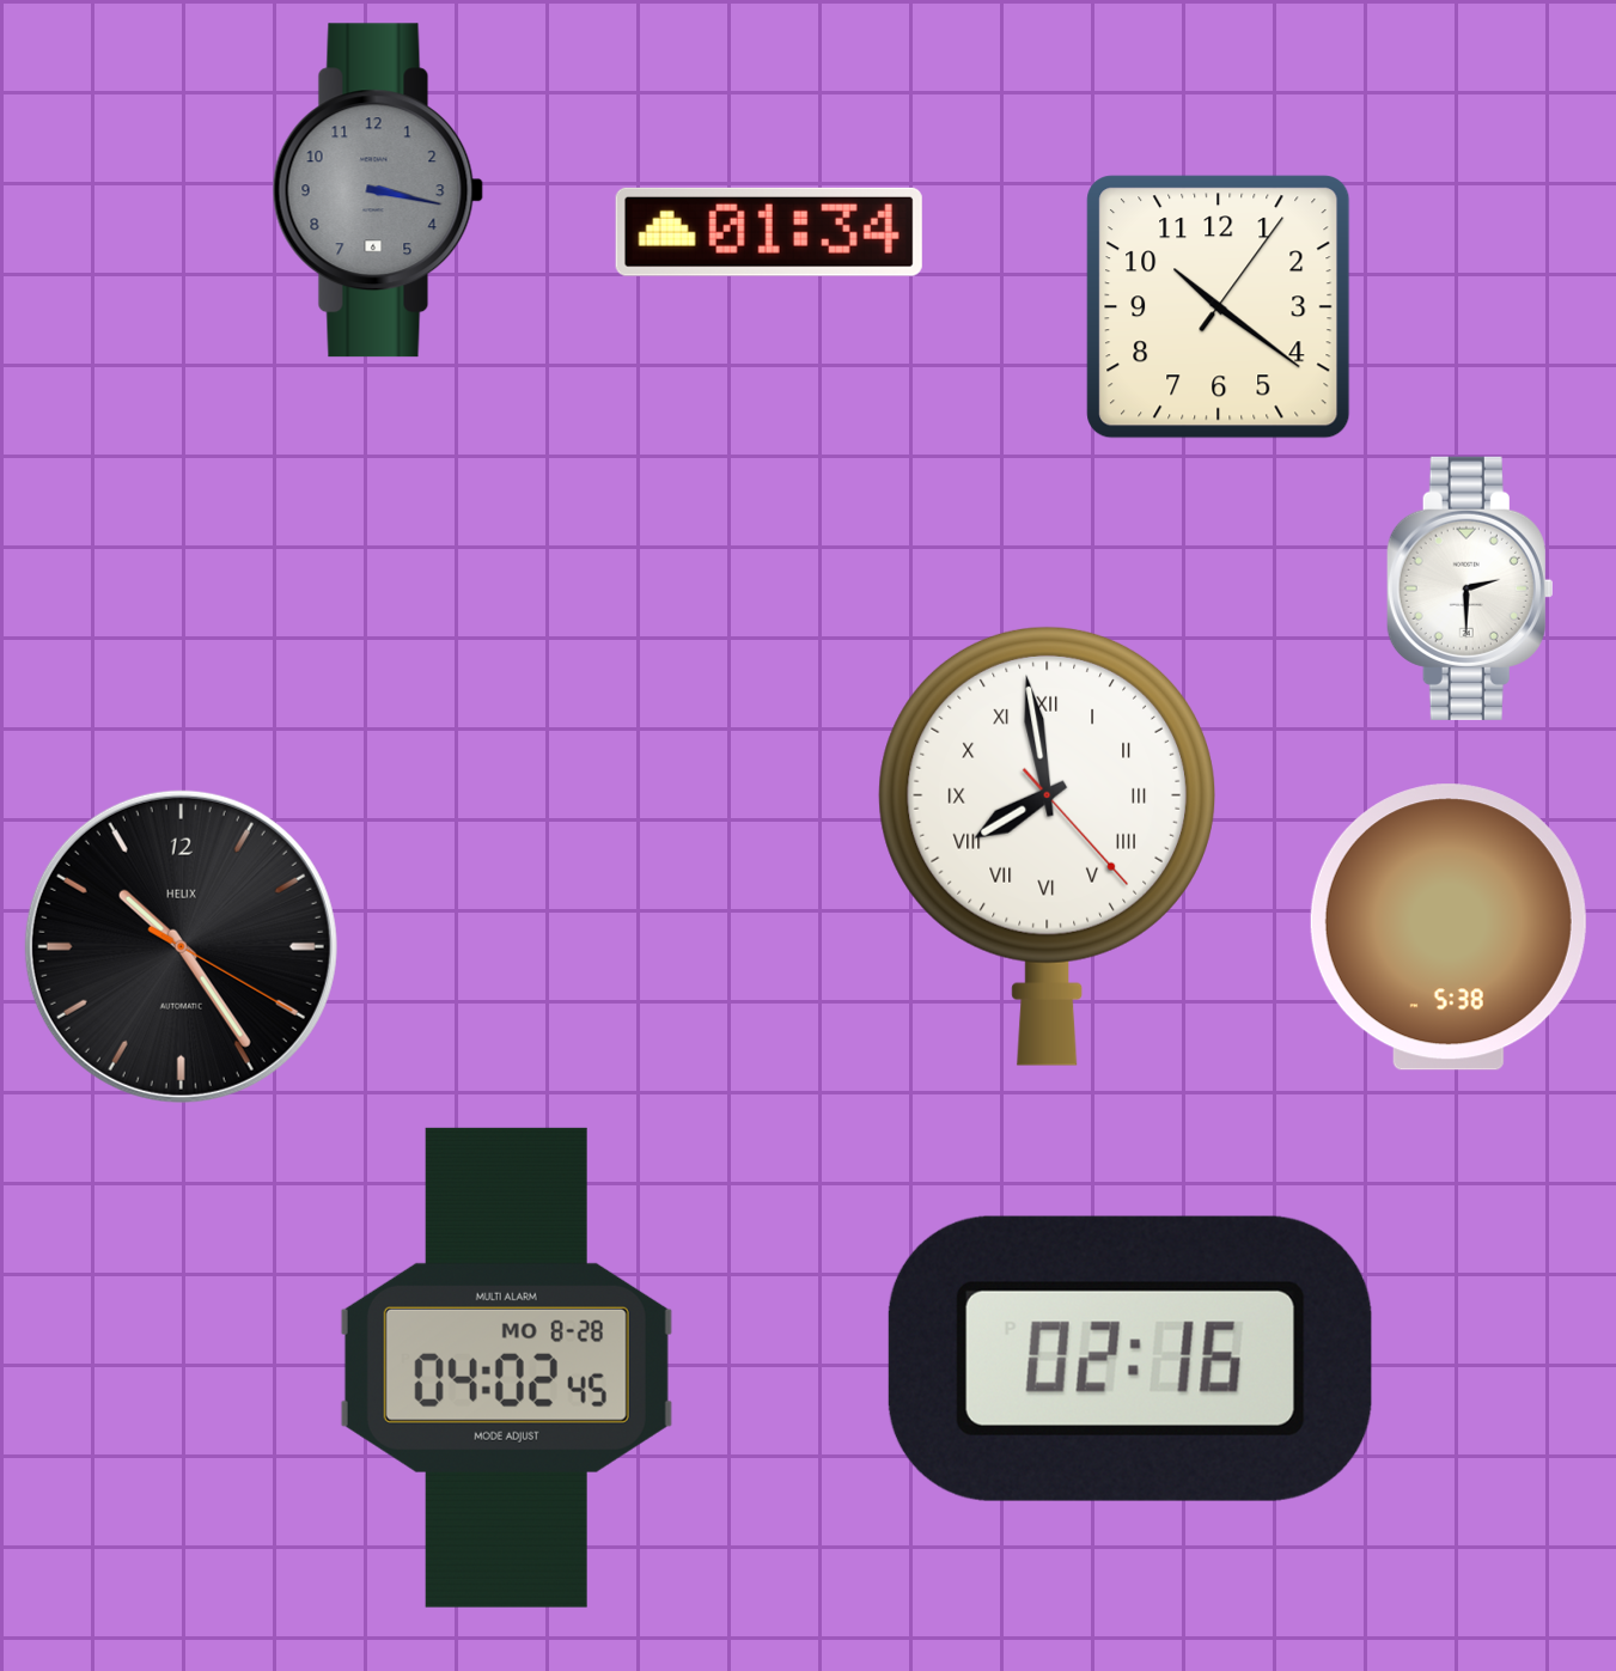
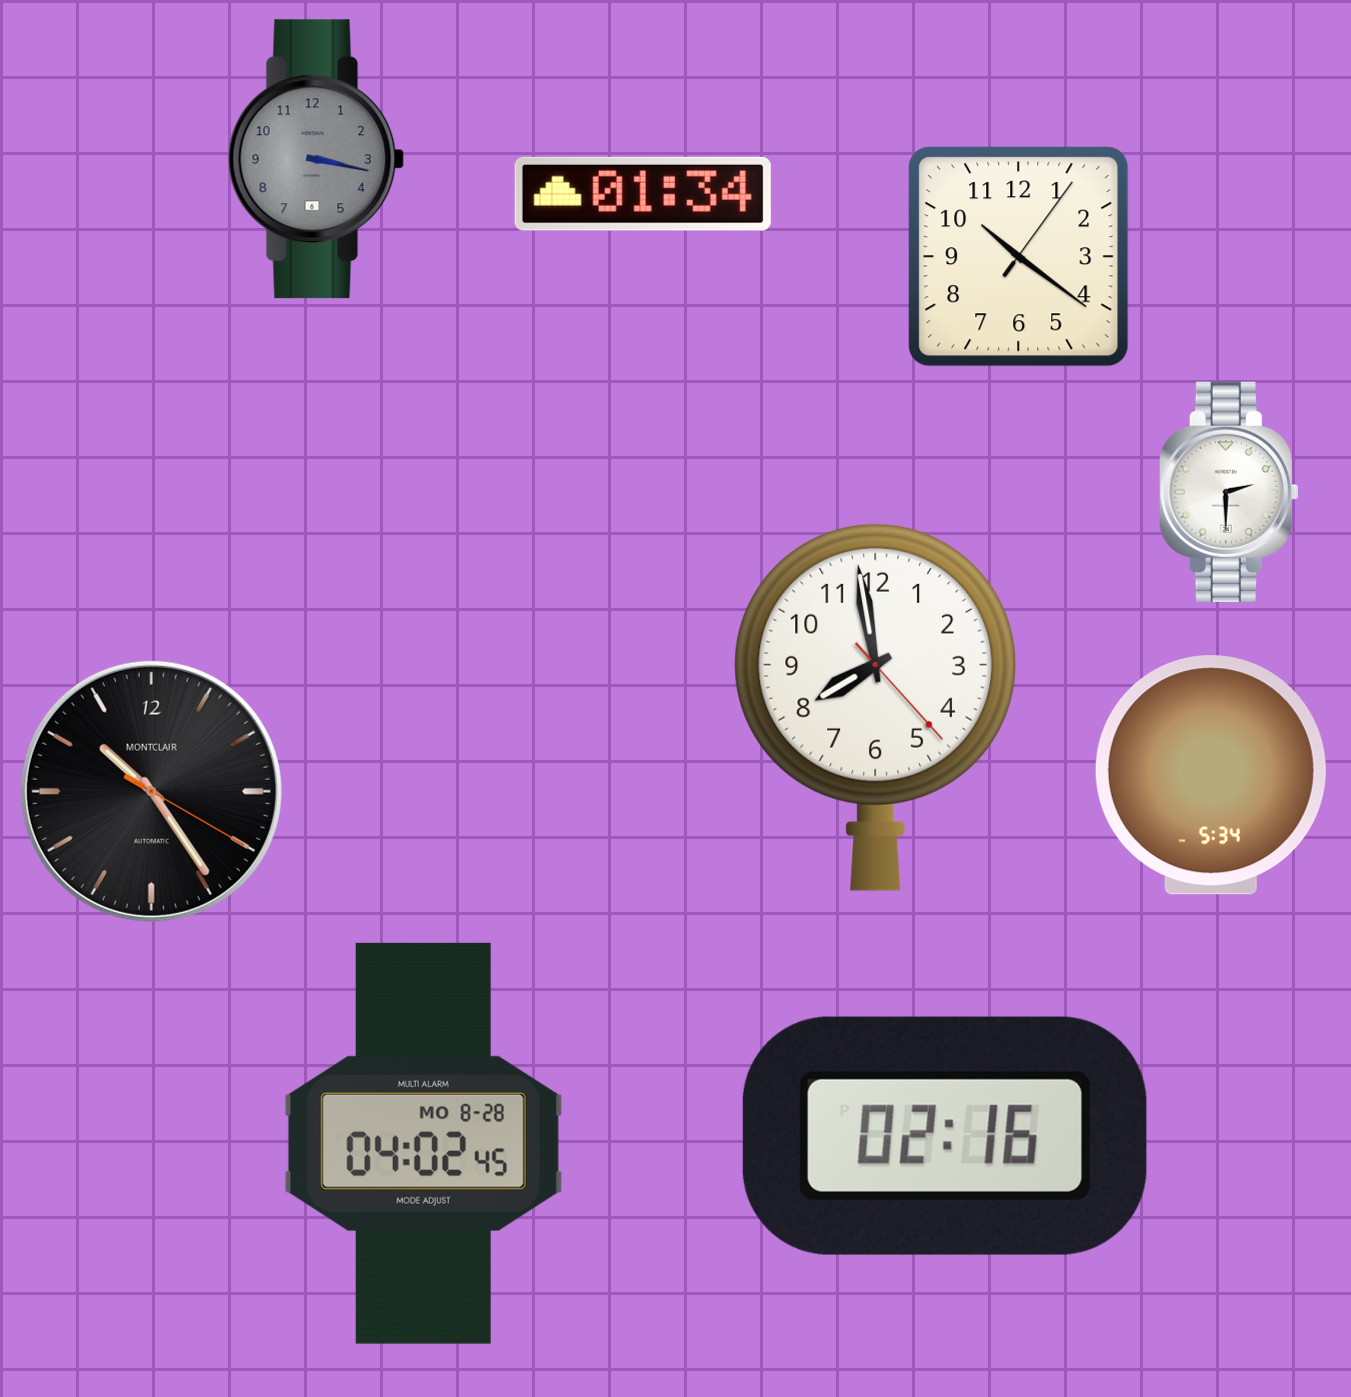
clock at (1047, 846) numerals: Roman -> Arabic
clock at (1449, 927): 5:38 -> 5:34
clock at (181, 946) brand: HELIX -> MONTCLAIR
